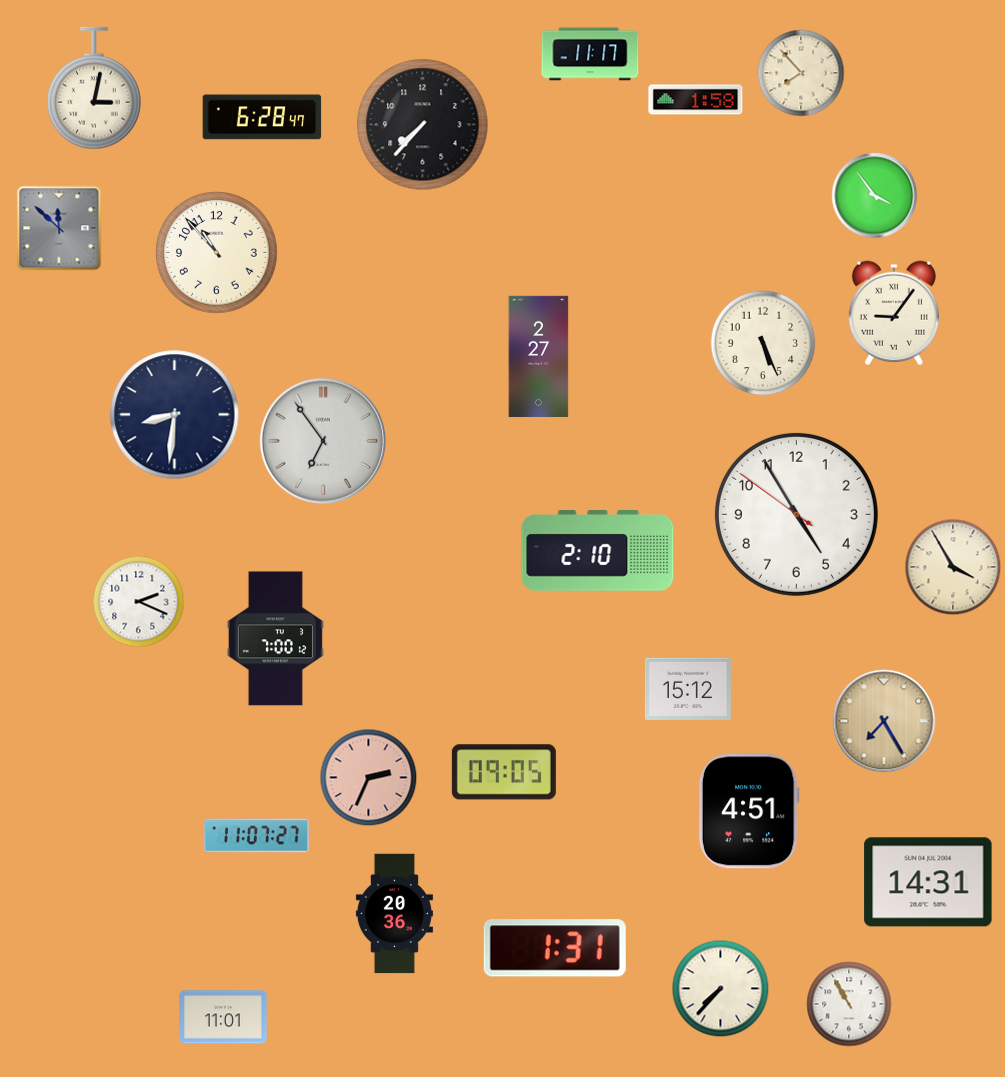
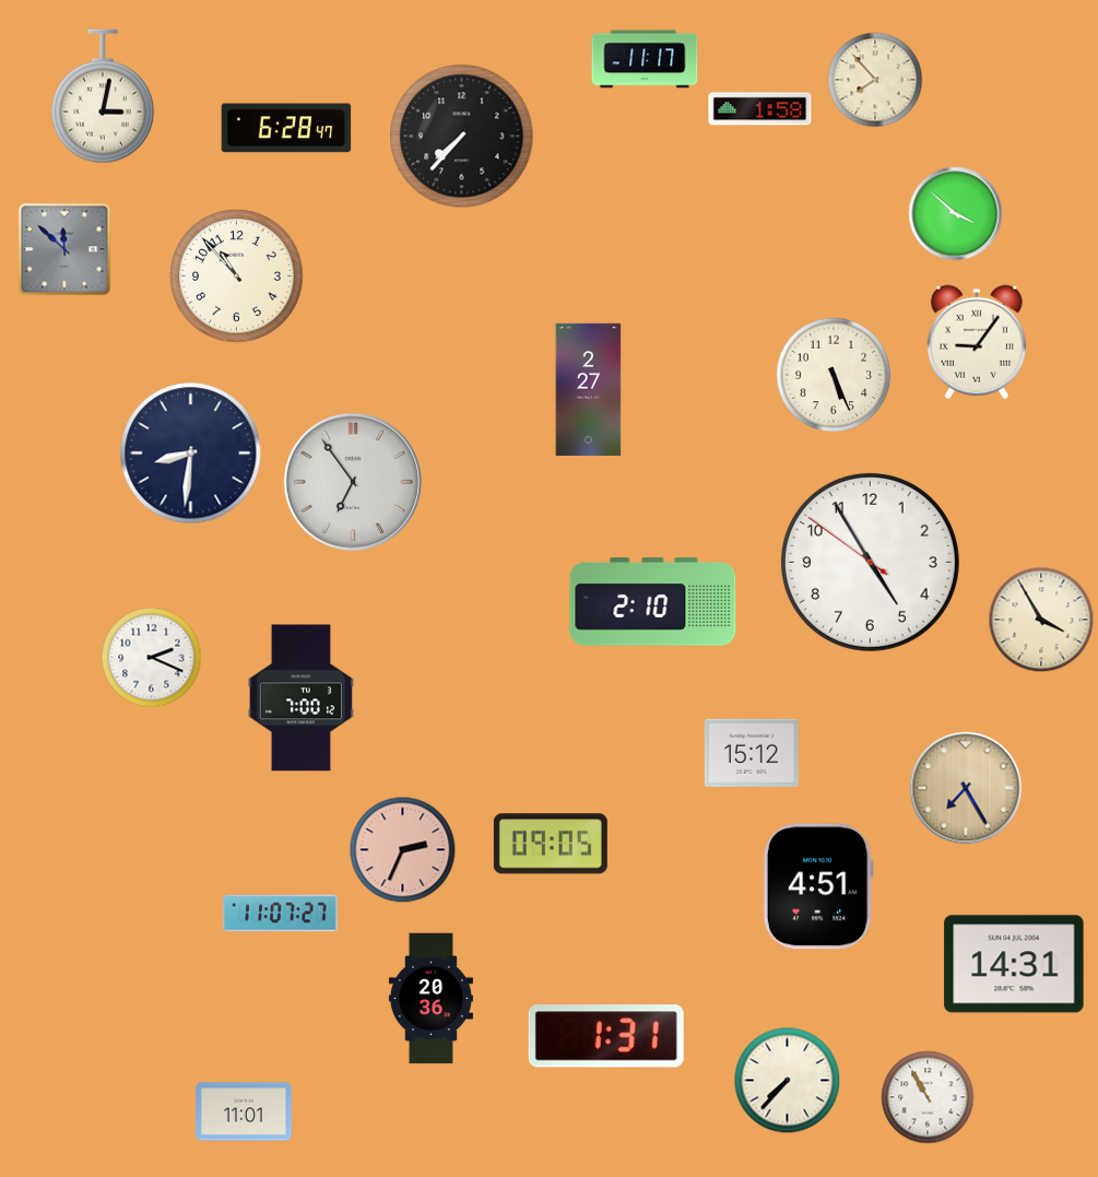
clock at (875, 196): 3:54 -> 3:52
